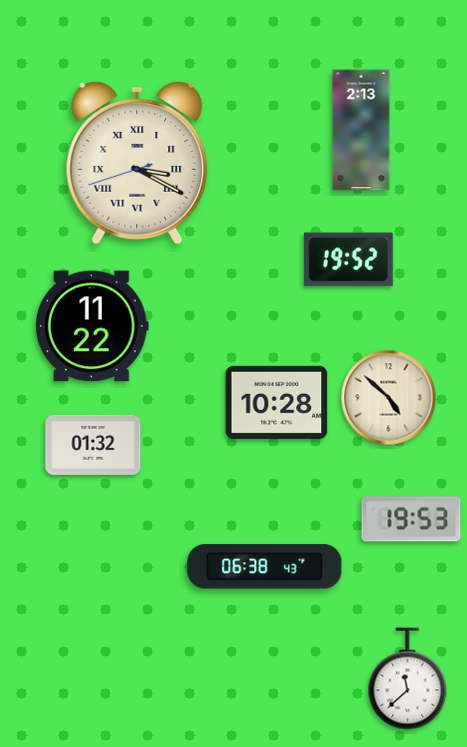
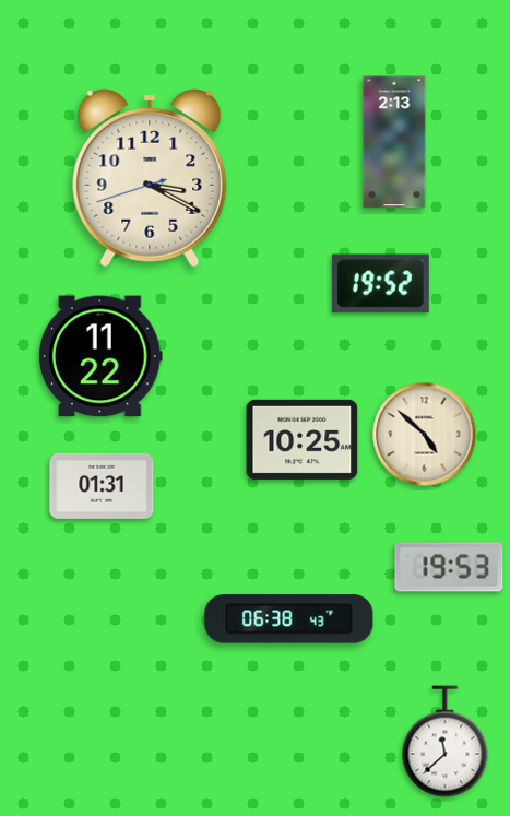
clock at (137, 163) numerals: Roman -> Arabic
clock at (277, 402): 10:28 -> 10:25
clock at (93, 445): 01:32 -> 01:31
